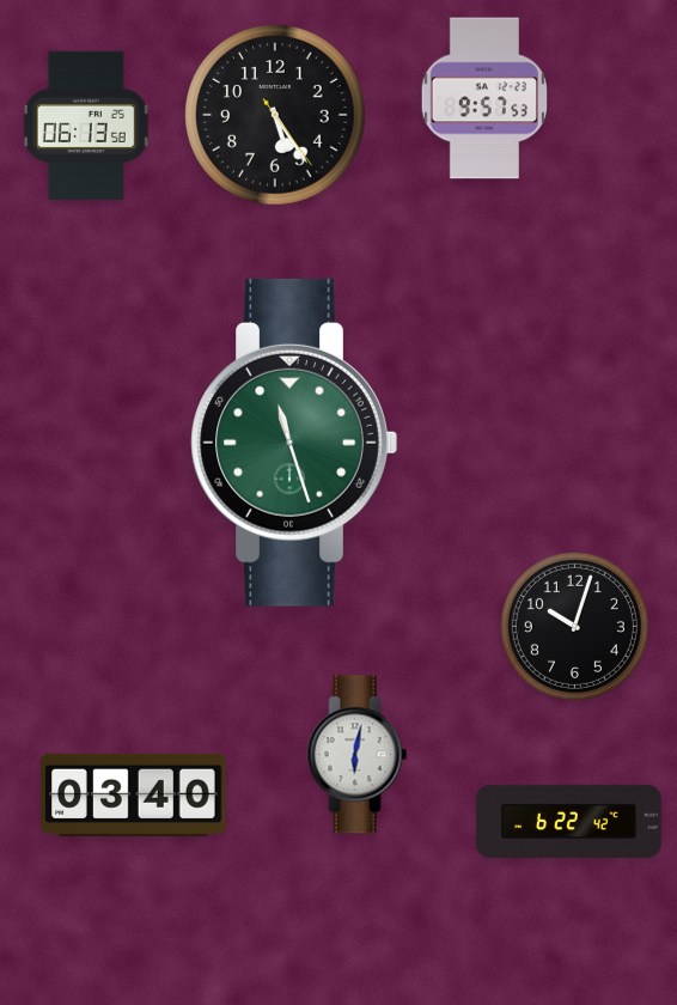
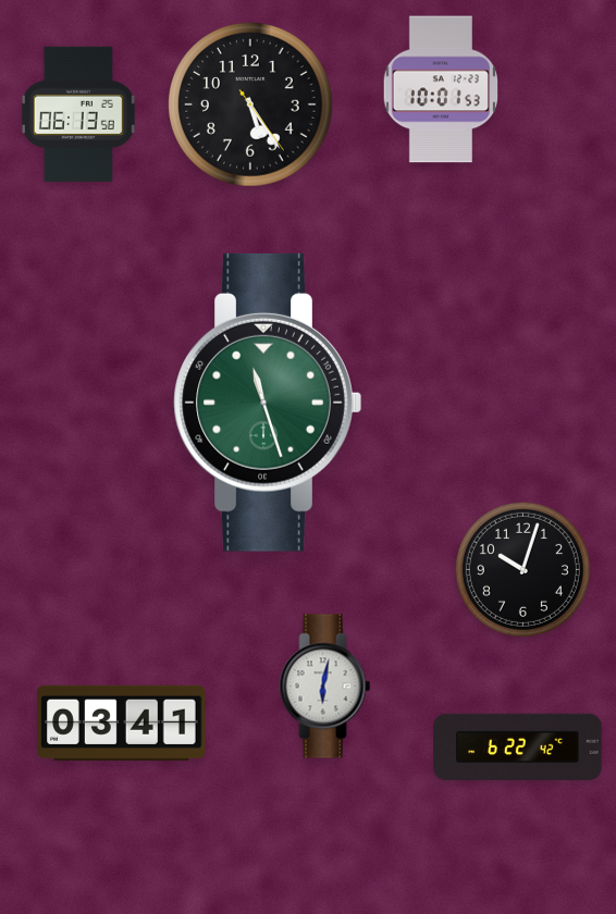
clock at (483, 98): 9:57 -> 10:01
clock at (134, 794): 03:40 -> 03:41
